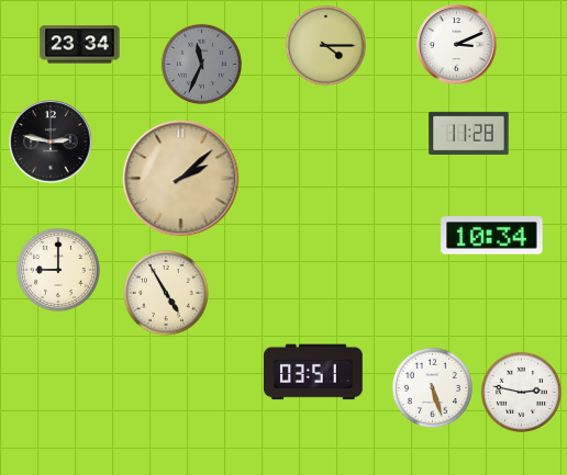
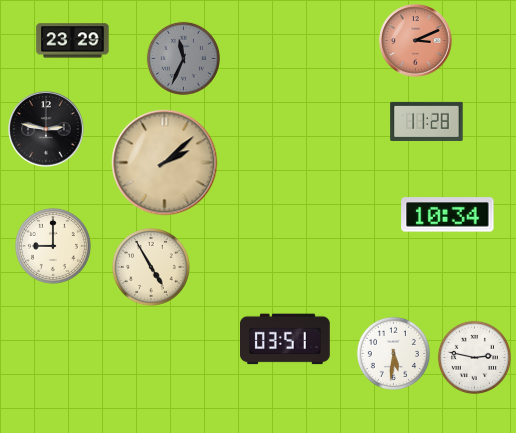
clock at (80, 45): 23:34 -> 23:29
clock at (325, 45): 4:15 -> none
clock at (457, 45) dial: white -> salmon
clock at (432, 387): 5:27 -> 5:31
